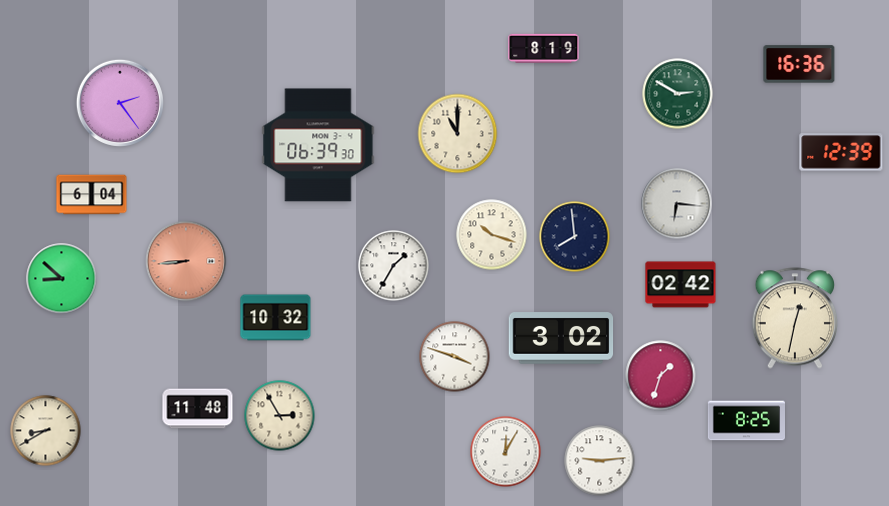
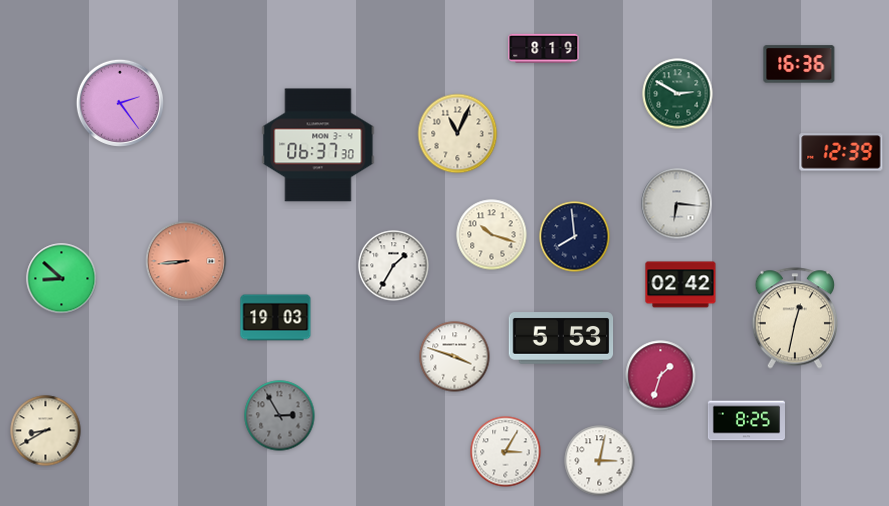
clock at (458, 134): 11:00 -> 11:04
clock at (318, 145): 06:39 -> 06:37
clock at (92, 195): 6:04 -> none
clock at (276, 318): 10:32 -> 19:03
clock at (561, 338): 3:02 -> 5:53
clock at (198, 409): 11:48 -> none
clock at (280, 416) dial: cream -> grey
clock at (506, 452): 12:05 -> 3:05
clock at (600, 461): 9:14 -> 3:02
